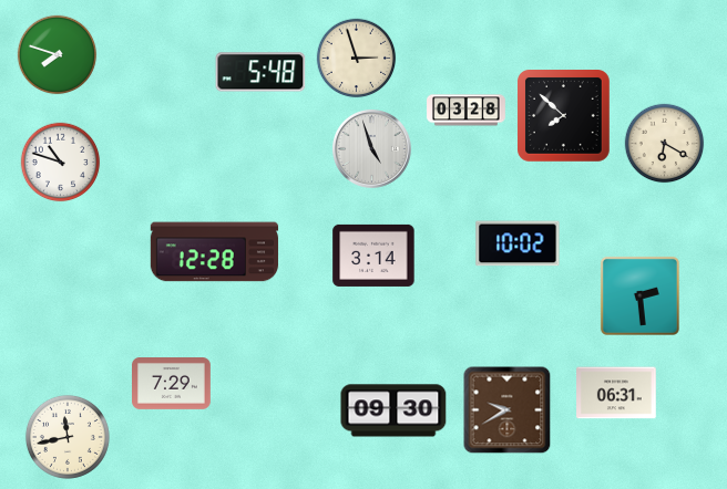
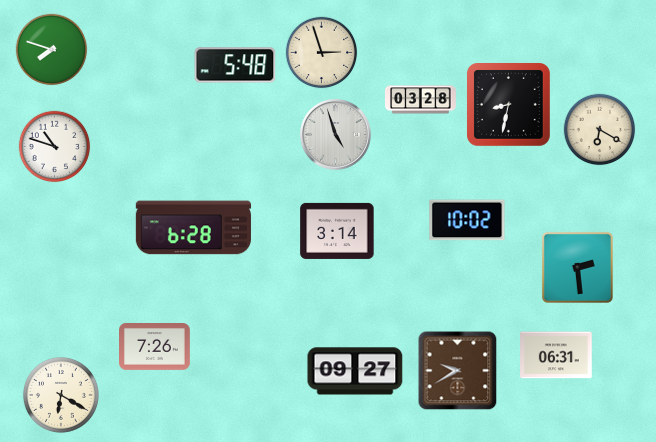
clock at (564, 116): 7:52 -> 8:32
clock at (214, 252): 12:28 -> 6:28
clock at (172, 384): 7:29 -> 7:26
clock at (393, 410): 09:30 -> 09:27
clock at (68, 437): 11:43 -> 6:20
